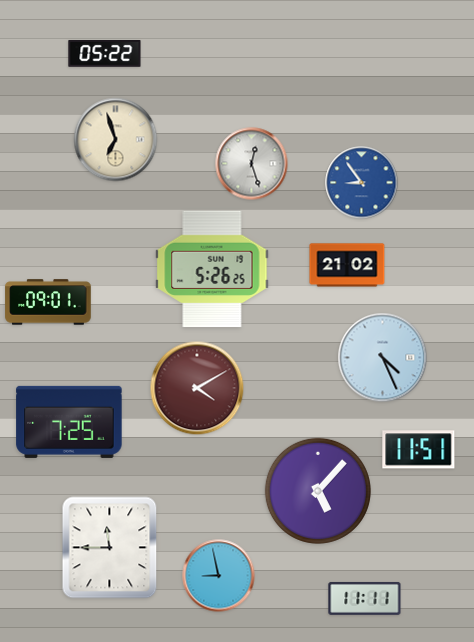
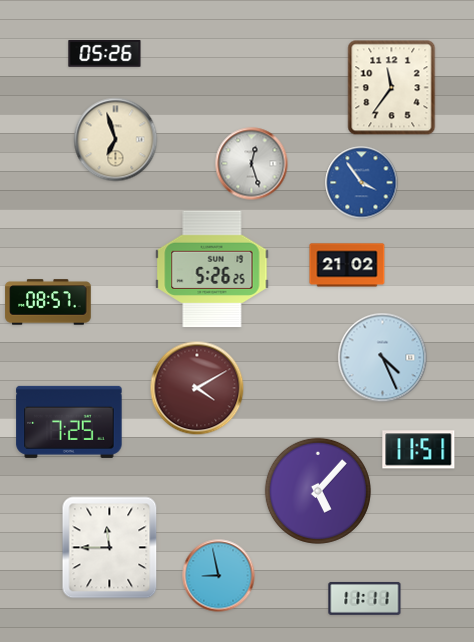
clock at (105, 54): 05:22 -> 05:26
clock at (392, 88): none -> 11:36
clock at (362, 183): 8:54 -> 3:54
clock at (48, 302): 09:01 -> 08:57
